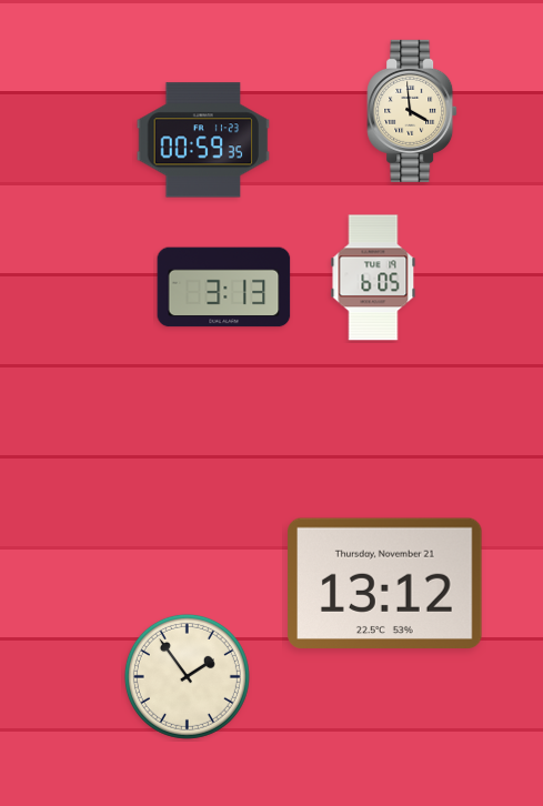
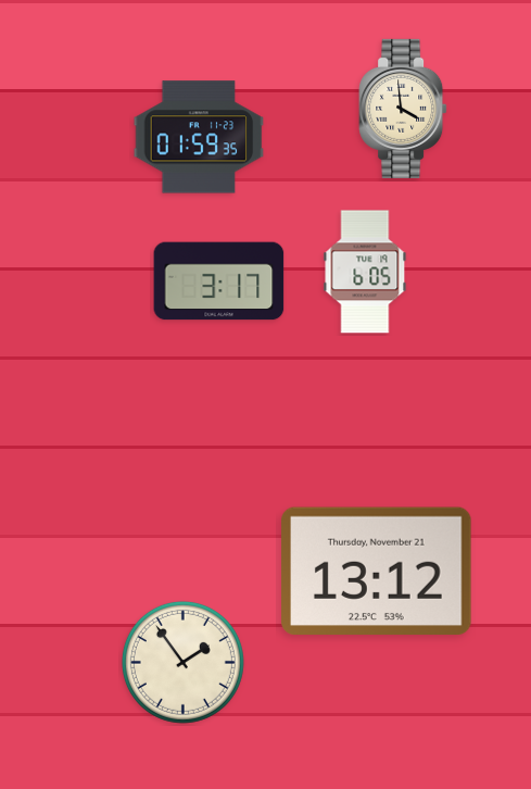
clock at (203, 140): 00:59 -> 01:59
clock at (224, 288): 3:13 -> 3:17
